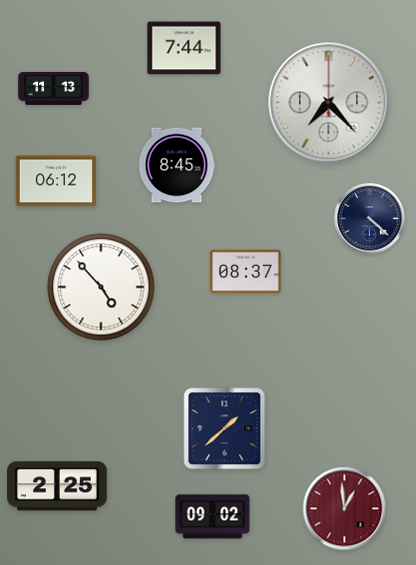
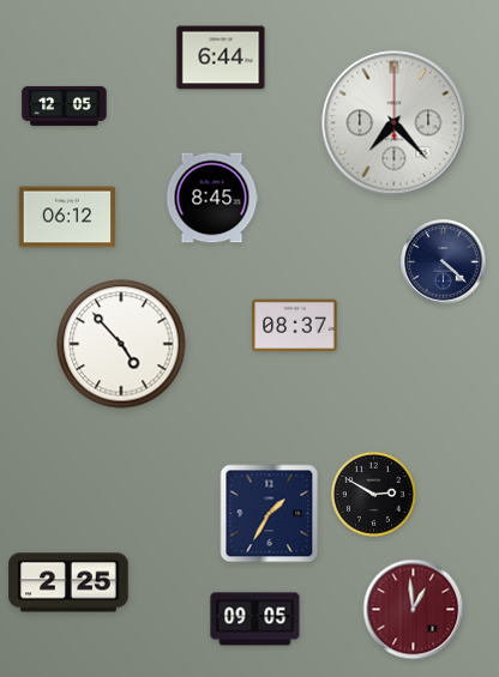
clock at (184, 48): 7:44 -> 6:44
clock at (54, 88): 11:13 -> 12:05
clock at (373, 494): none -> 2:50
clock at (225, 429): 1:38 -> 1:35
clock at (213, 517): 09:02 -> 09:05
